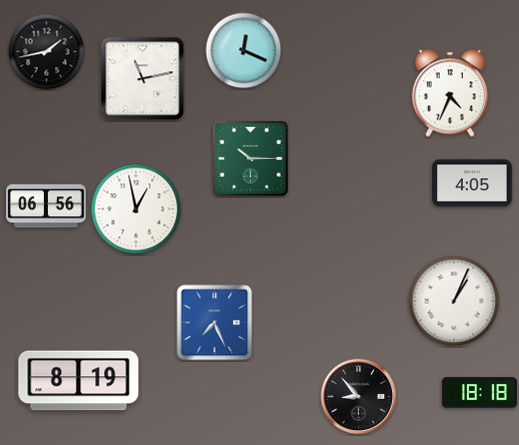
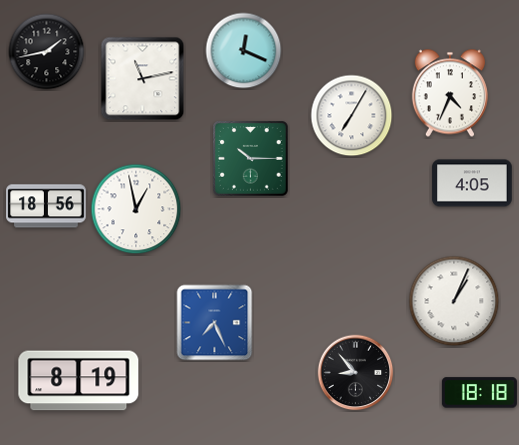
clock at (352, 116): none -> 7:05
clock at (46, 206): 06:56 -> 18:56
clock at (359, 397) position: (359, 397) -> (356, 373)
